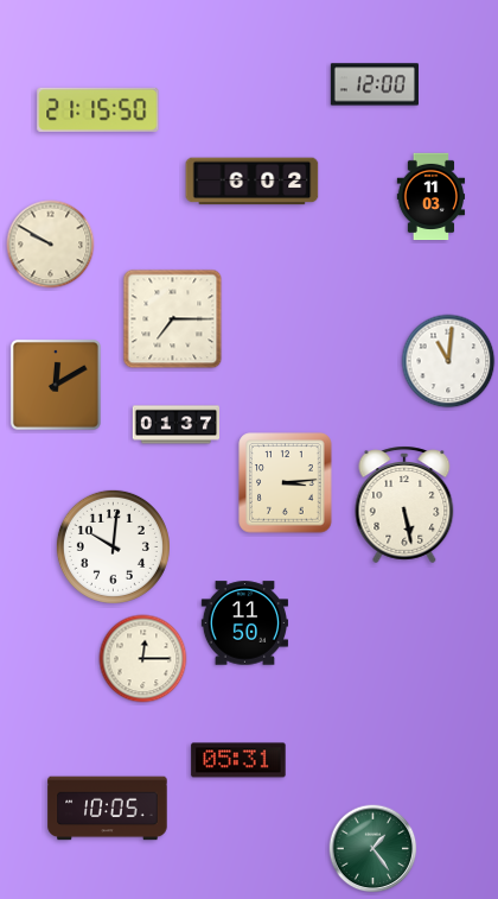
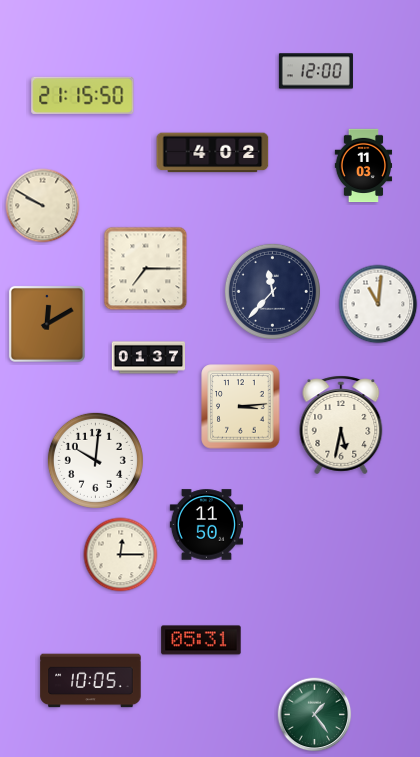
clock at (98, 109) position: (98, 109) -> (83, 95)
clock at (253, 182): 6:02 -> 4:02
clock at (272, 291): none -> 11:37
clock at (404, 505): 5:28 -> 5:32
